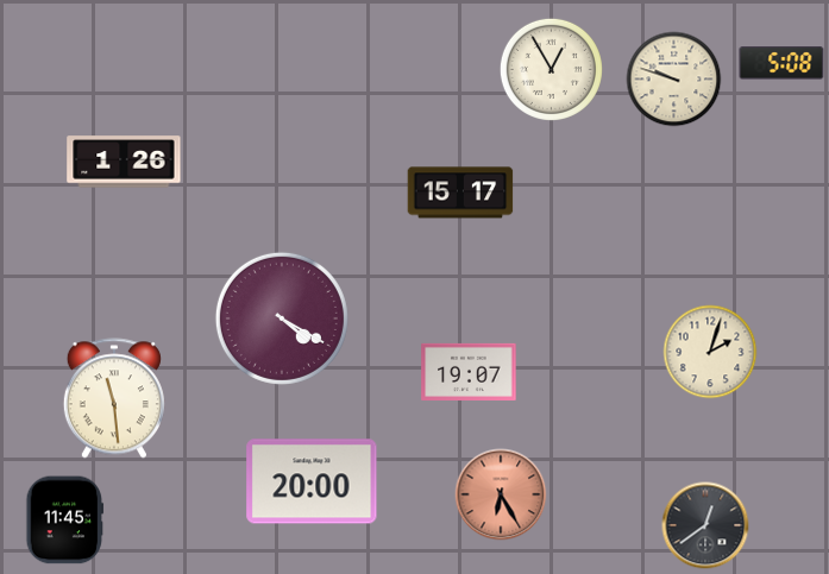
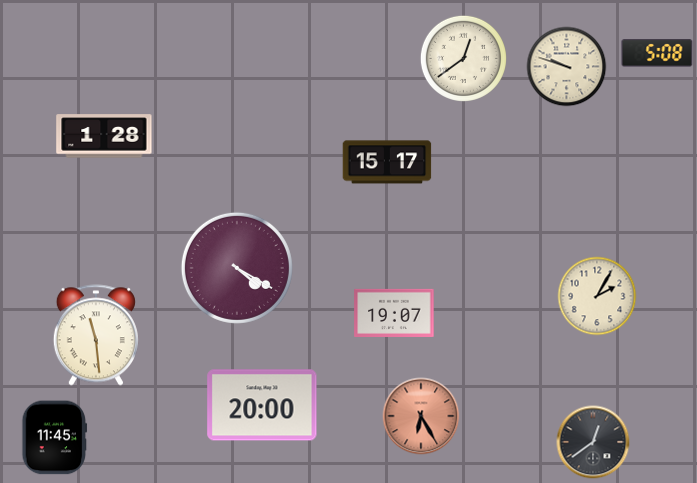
clock at (551, 69): 12:55 -> 12:39
clock at (124, 162): 1:26 -> 1:28
clock at (710, 352): 2:03 -> 2:05
